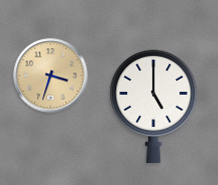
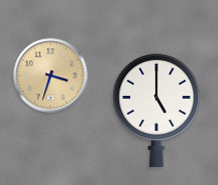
clock at (154, 106) position: (154, 106) -> (157, 110)
